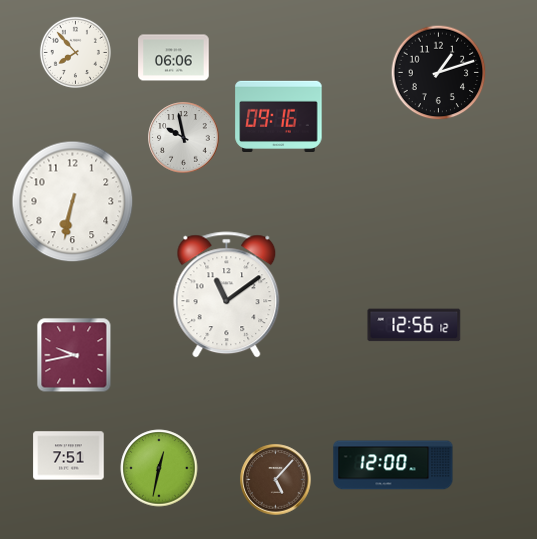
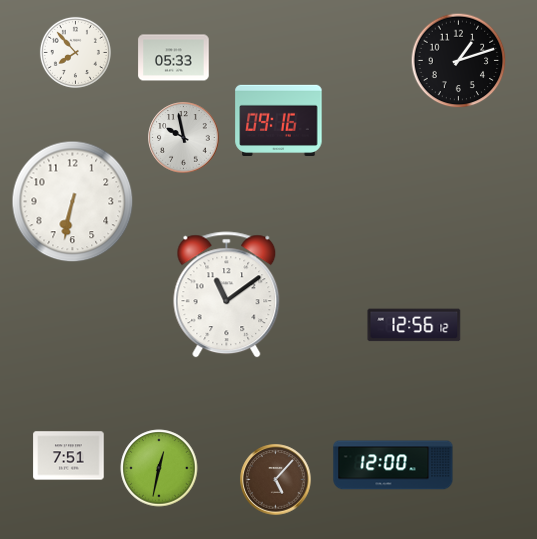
clock at (174, 58): 06:06 -> 05:33
clock at (439, 73) position: (439, 73) -> (459, 61)
clock at (279, 116) position: (279, 116) -> (279, 120)
clock at (74, 355): 9:43 -> none
